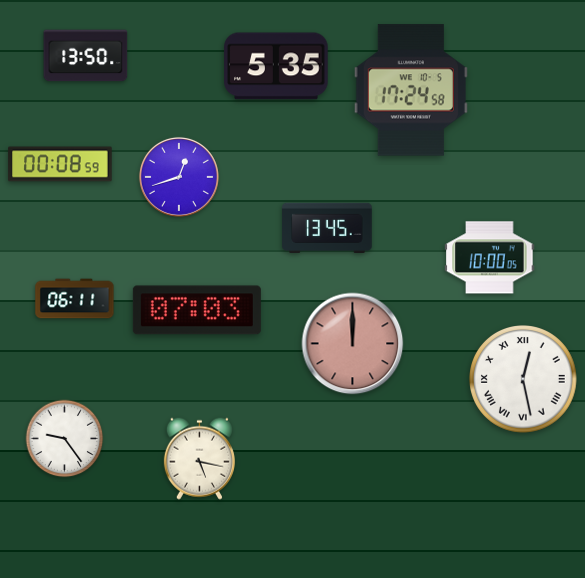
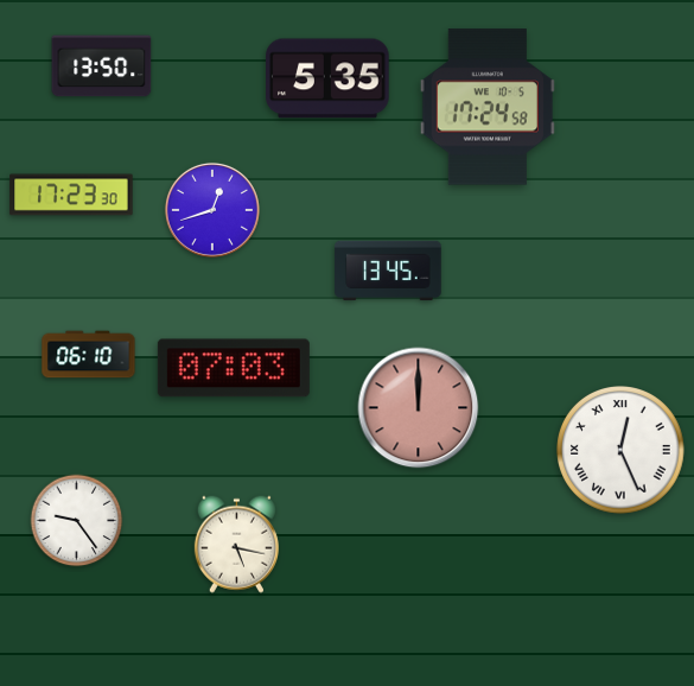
clock at (60, 164): 00:08 -> 17:23
clock at (490, 258): 10:00 -> none
clock at (75, 299): 06:11 -> 06:10
clock at (524, 380): 12:28 -> 12:26
